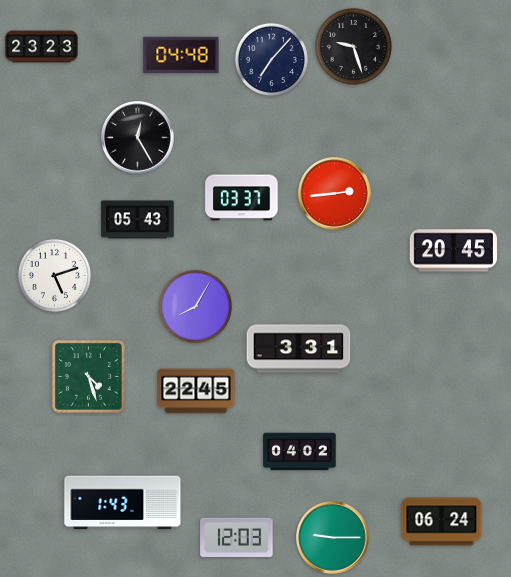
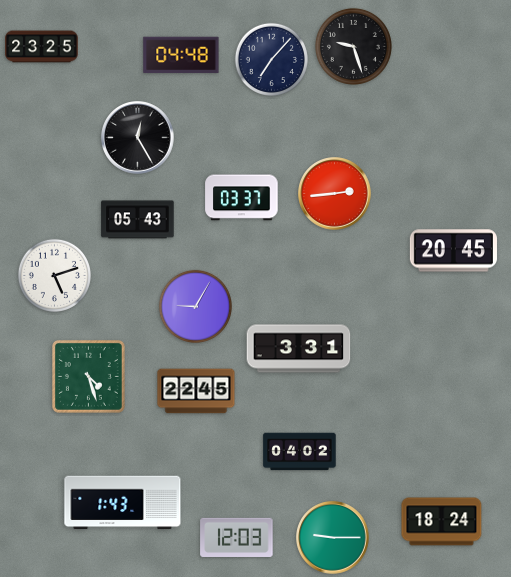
clock at (42, 47): 23:23 -> 23:25
clock at (195, 306): 8:05 -> 9:05
clock at (442, 522): 06:24 -> 18:24
